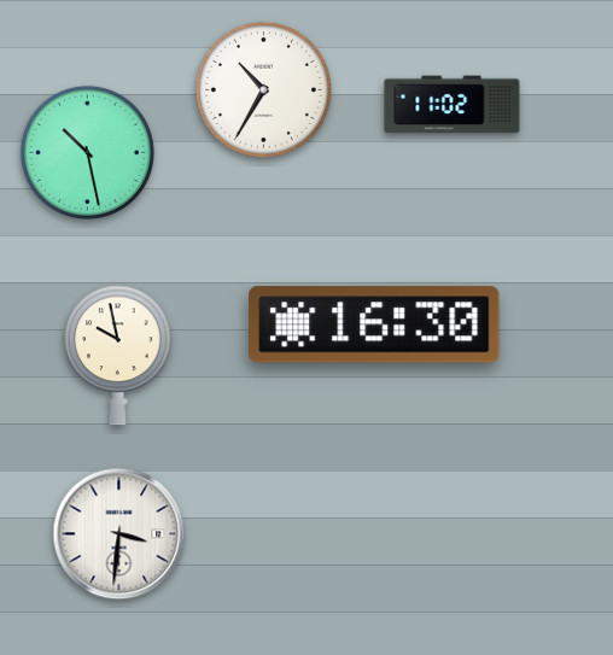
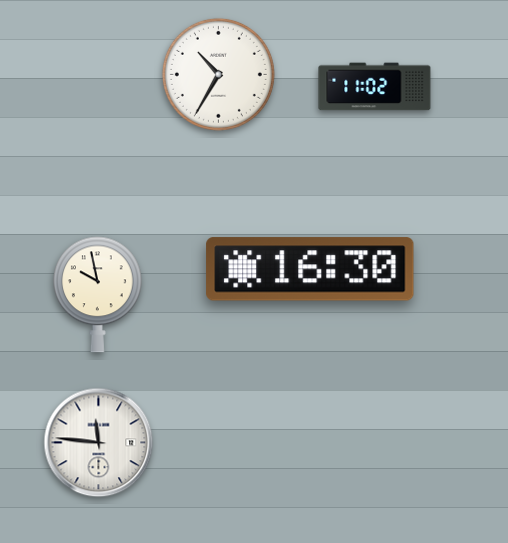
clock at (87, 152): 10:28 -> none
clock at (119, 534): 3:31 -> 11:46
